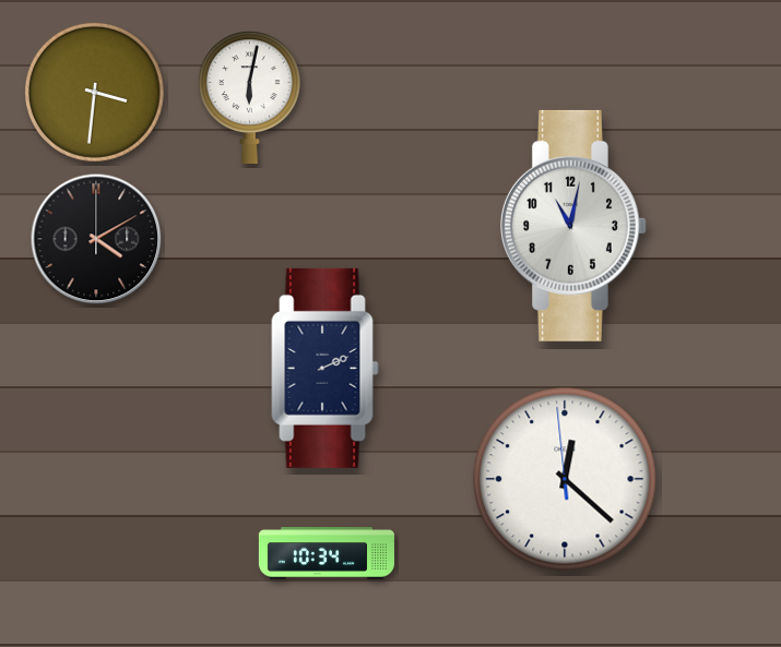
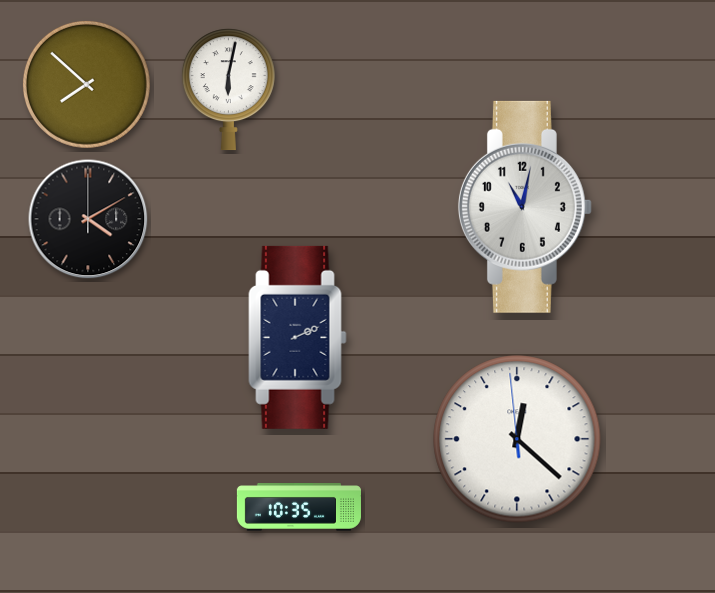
clock at (94, 92): 3:31 -> 7:52
clock at (326, 554): 10:34 -> 10:35
